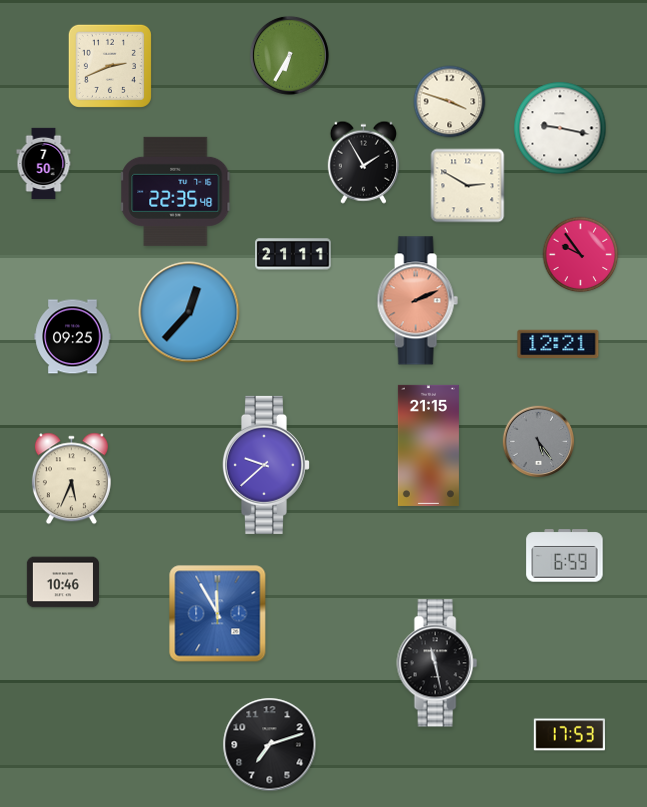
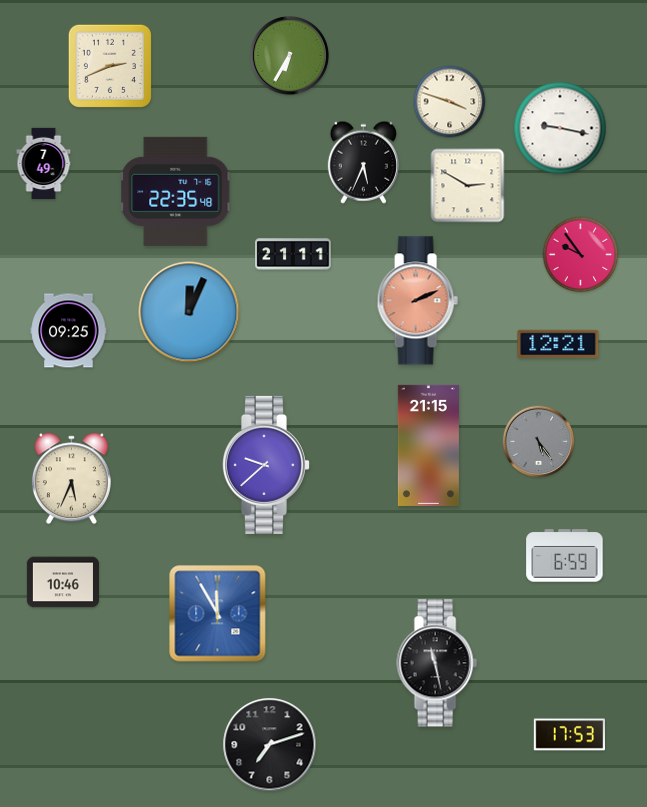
clock at (363, 162): 1:55 -> 5:34
clock at (44, 164): 7:50 -> 7:49
clock at (189, 312): 12:37 -> 12:04
clock at (73, 337) position: (73, 337) -> (69, 331)
